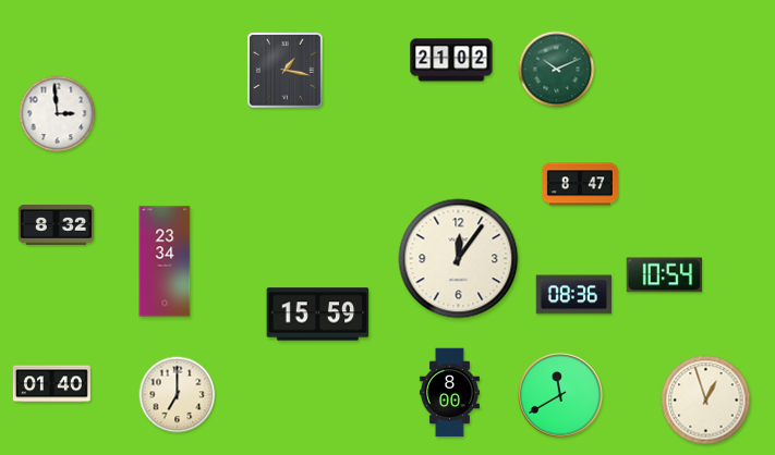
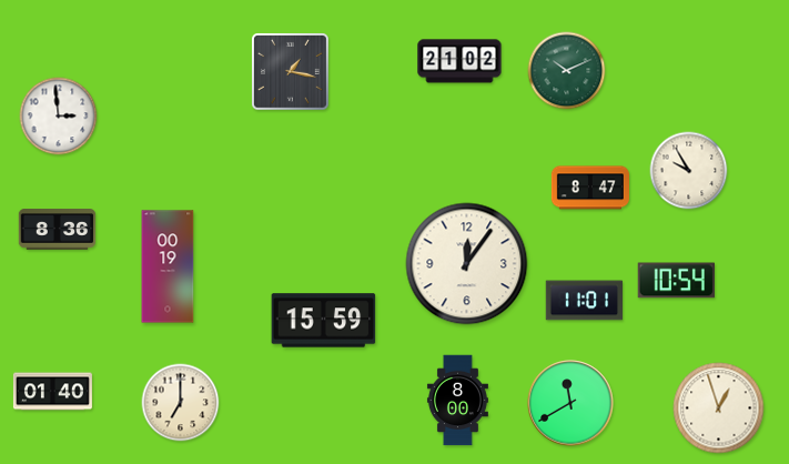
clock at (689, 171): none -> 9:55
clock at (57, 225): 8:32 -> 8:36
clock at (165, 261): 23:34 -> 00:19
clock at (574, 295): 08:36 -> 11:01
